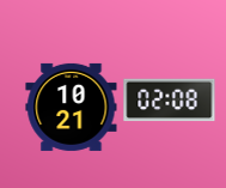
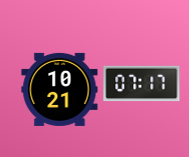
clock at (170, 101): 02:08 -> 07:17
